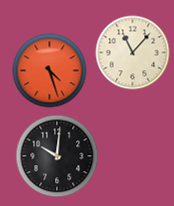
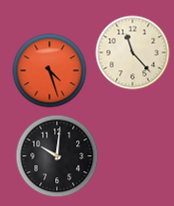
clock at (133, 53): 11:07 -> 11:23
